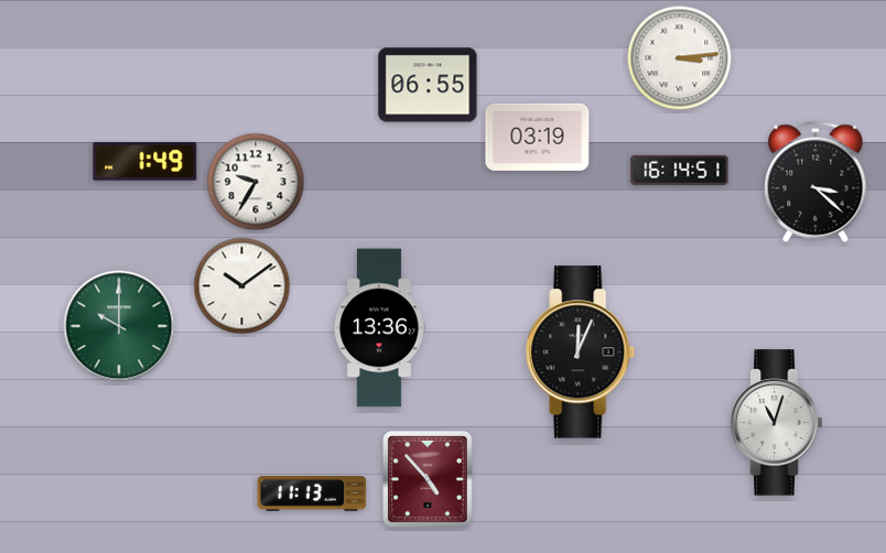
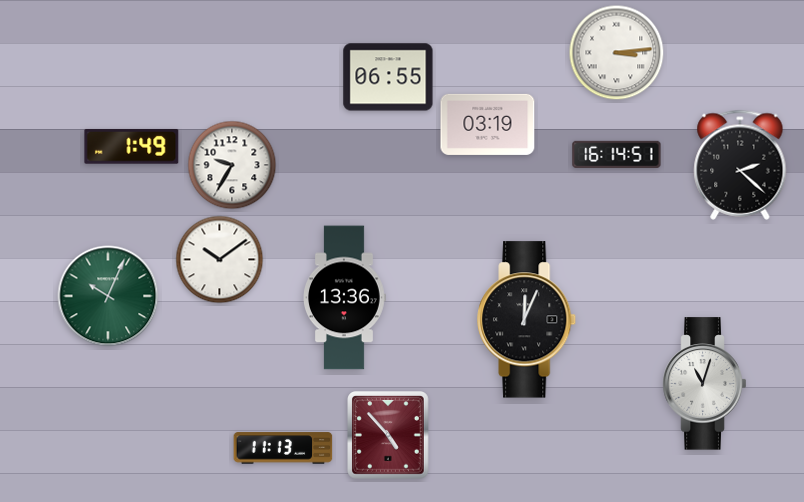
clock at (815, 182): 3:22 -> 2:22
clock at (119, 326): 10:00 -> 10:04
